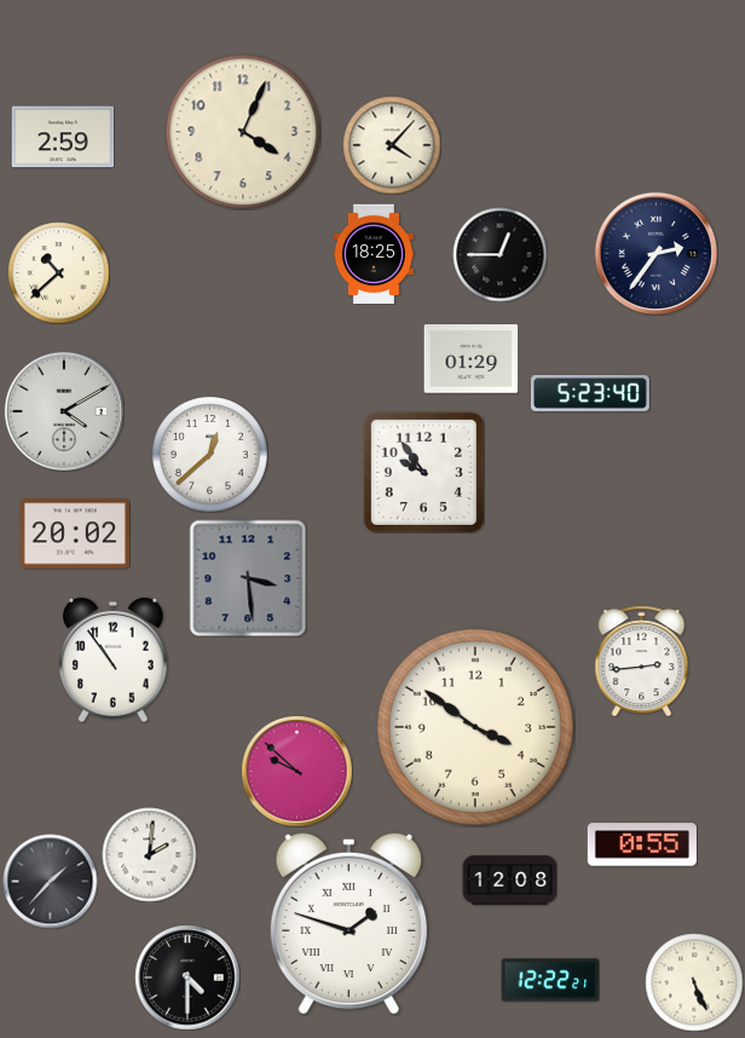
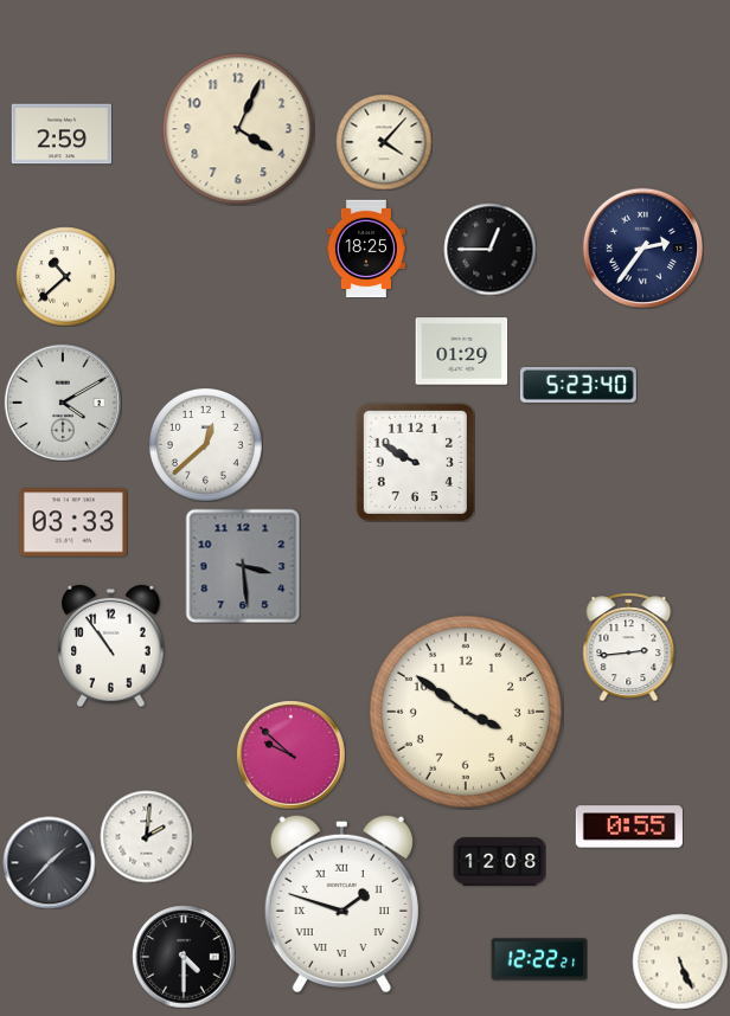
clock at (58, 272) position: (58, 272) -> (65, 276)
clock at (423, 472): 9:54 -> 9:50
clock at (75, 534): 20:02 -> 03:33
